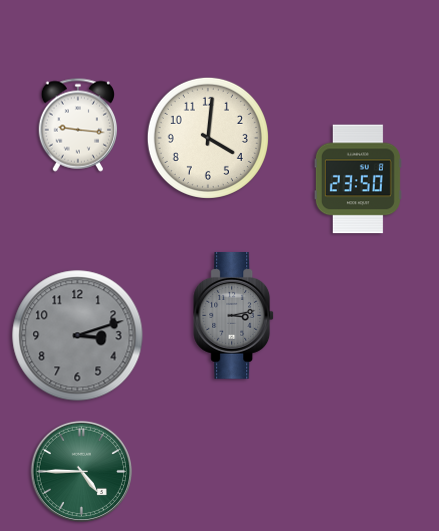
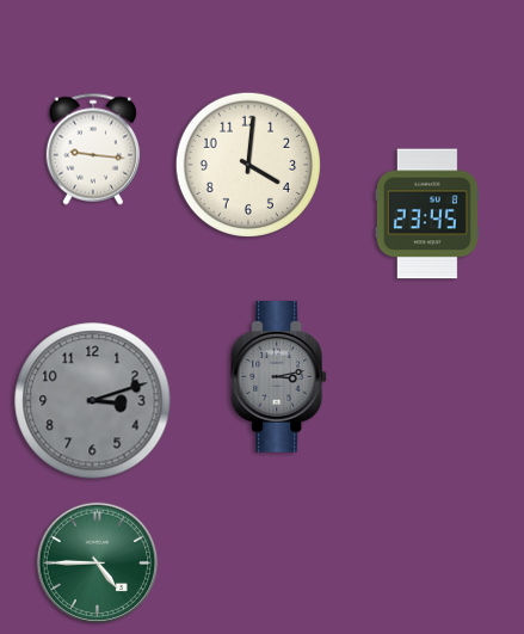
clock at (358, 179): 23:50 -> 23:45
